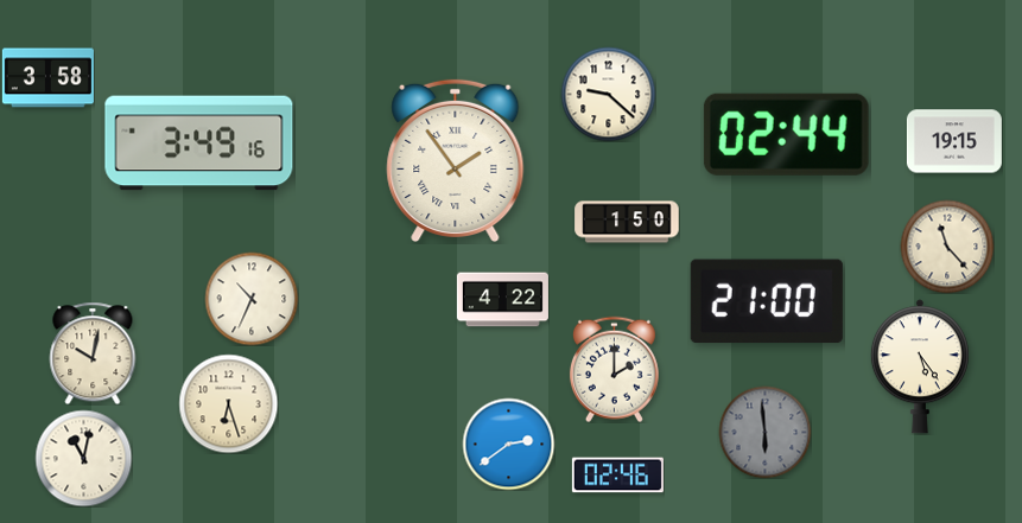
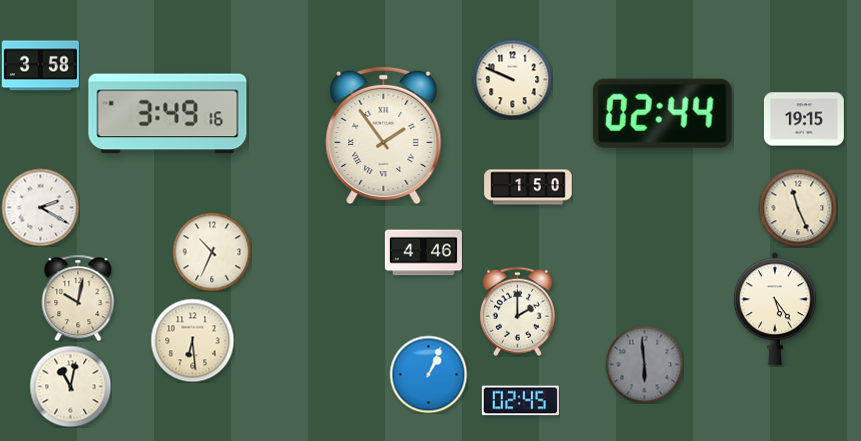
clock at (608, 94): 9:22 -> 9:49
clock at (199, 143) position: (199, 143) -> (168, 114)
clock at (40, 207): none -> 2:20
clock at (947, 247): 11:23 -> 11:26
clock at (502, 300): 4:22 -> 4:46
clock at (767, 301): 21:00 -> none
clock at (228, 403): 6:27 -> 6:29
clock at (508, 444): 2:39 -> 1:04
clock at (617, 476): 02:46 -> 02:45
